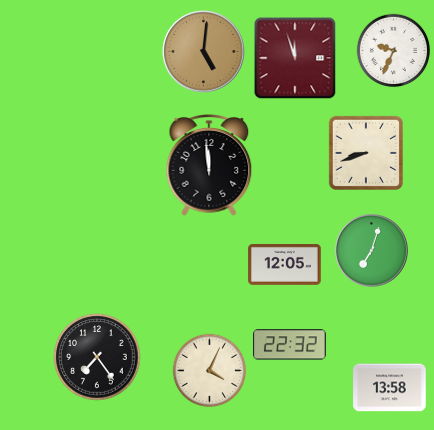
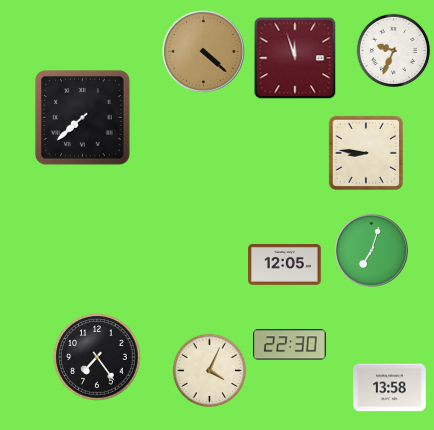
clock at (204, 52): 5:01 -> 4:22
clock at (82, 117): none -> 7:38
clock at (366, 153): 8:42 -> 8:46
clock at (209, 165): 11:59 -> none
clock at (290, 345): 22:32 -> 22:30
